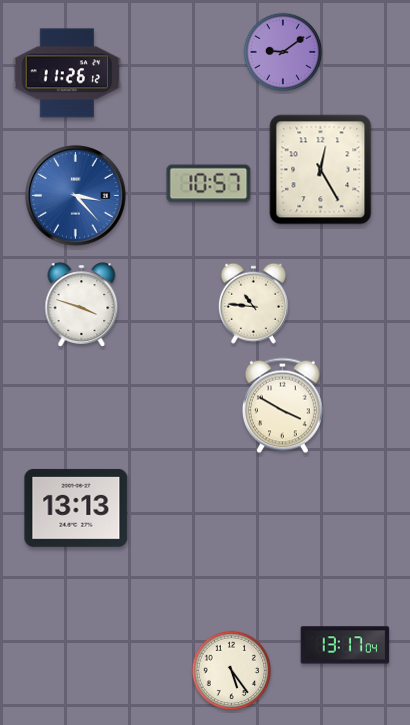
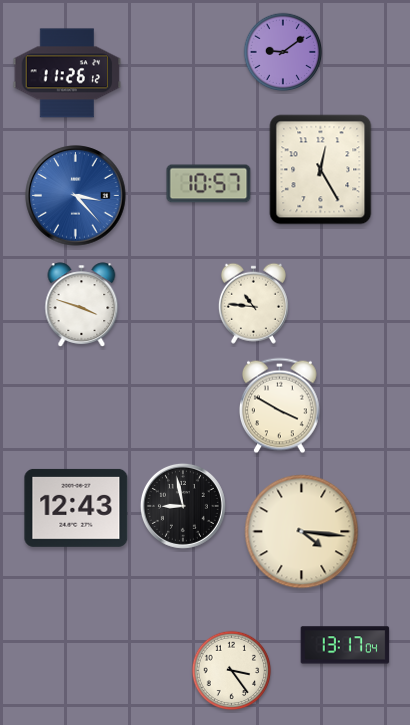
clock at (283, 406) position: (283, 406) -> (280, 406)
clock at (183, 506): none -> 8:58
clock at (76, 508): 13:13 -> 12:43
clock at (302, 532): none -> 4:16
clock at (232, 671): 5:24 -> 3:24
